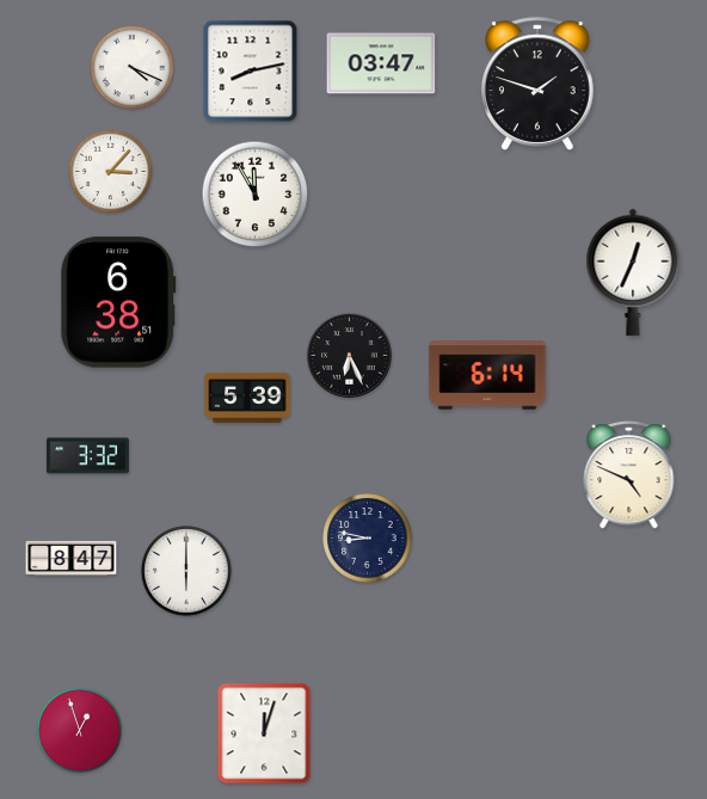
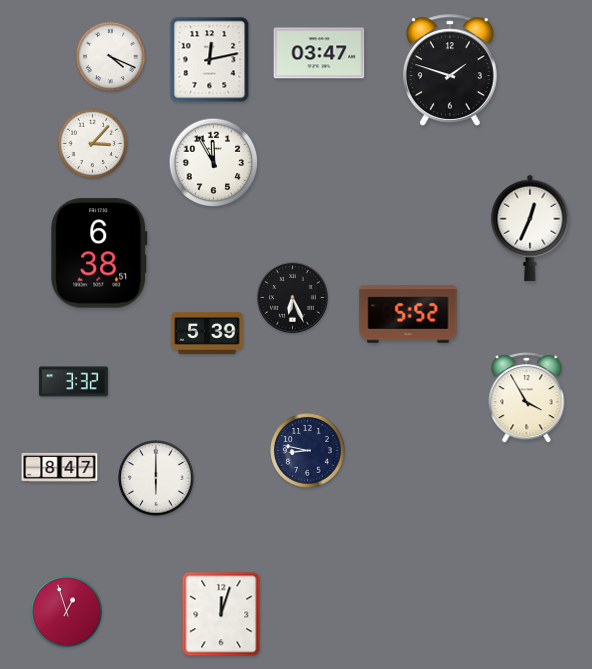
clock at (251, 72): 8:13 -> 12:13
clock at (487, 375): 6:14 -> 5:52
clock at (629, 475): 4:49 -> 3:55
